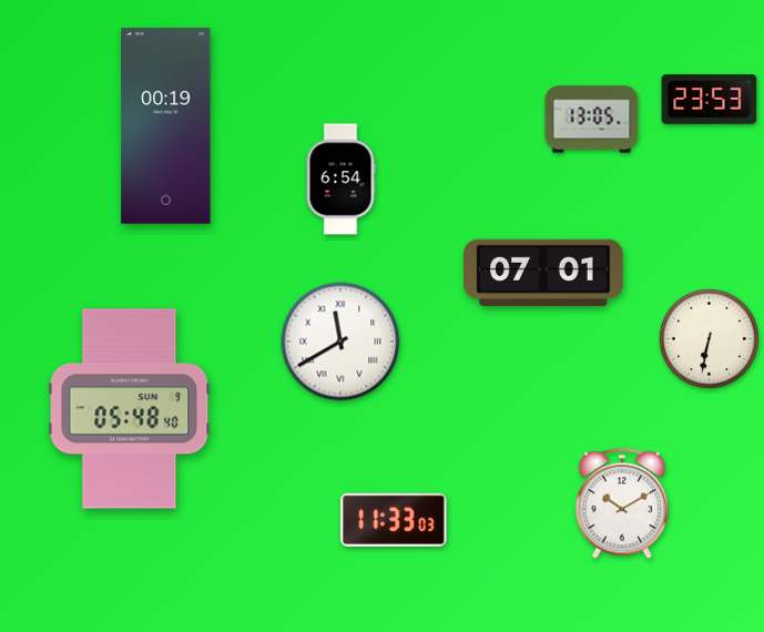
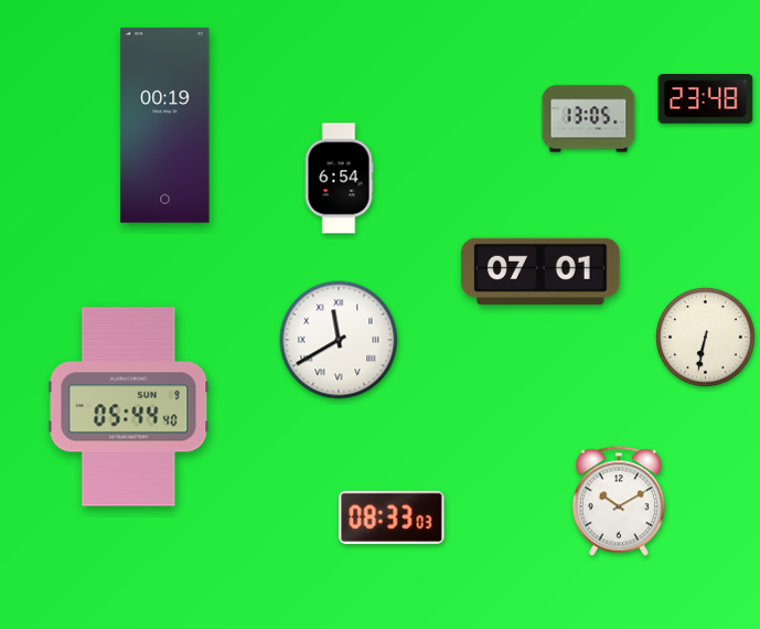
clock at (710, 100): 23:53 -> 23:48
clock at (130, 409): 05:48 -> 05:44
clock at (394, 520): 11:33 -> 08:33
